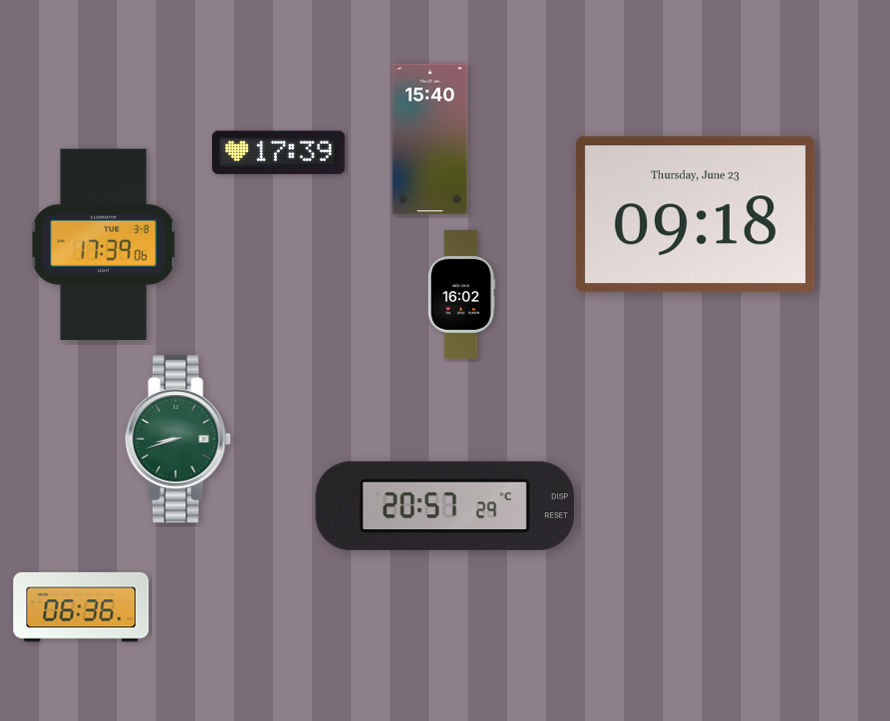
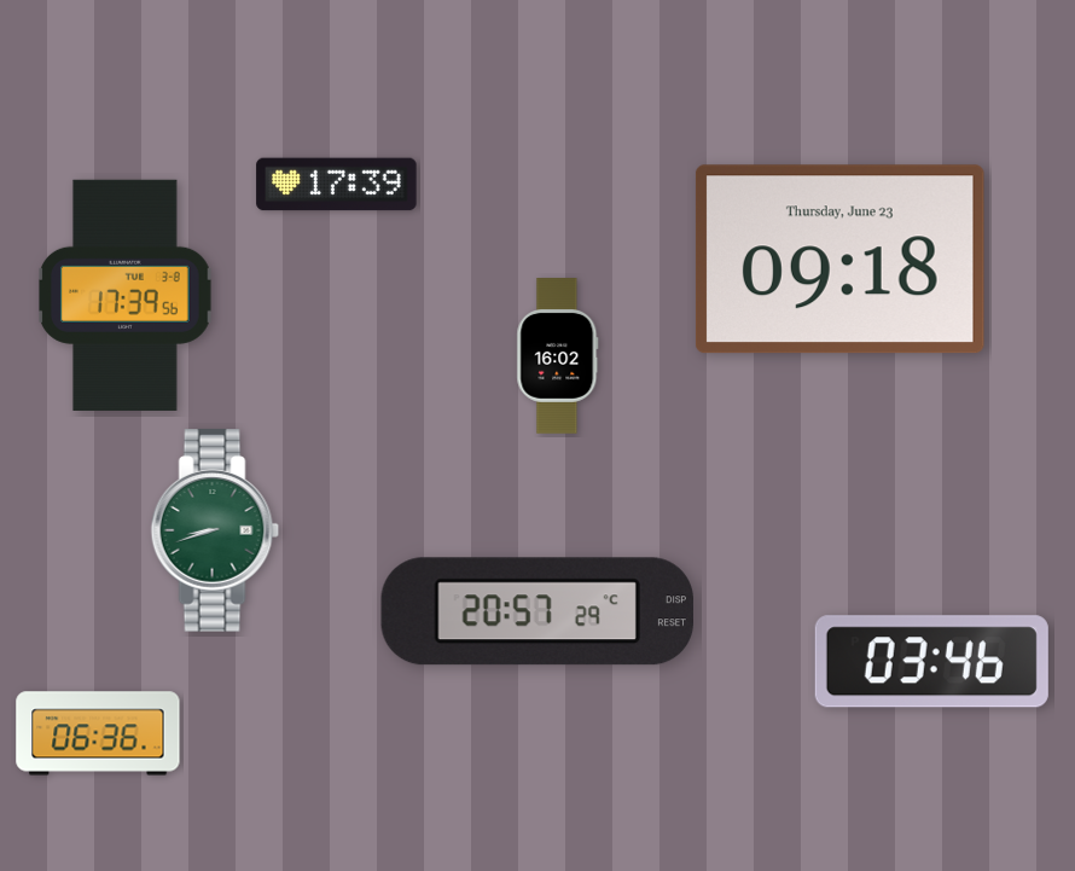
clock at (430, 139): 15:40 -> none
clock at (104, 244): 17:39:06 -> 17:39:56
clock at (931, 662): none -> 03:46
